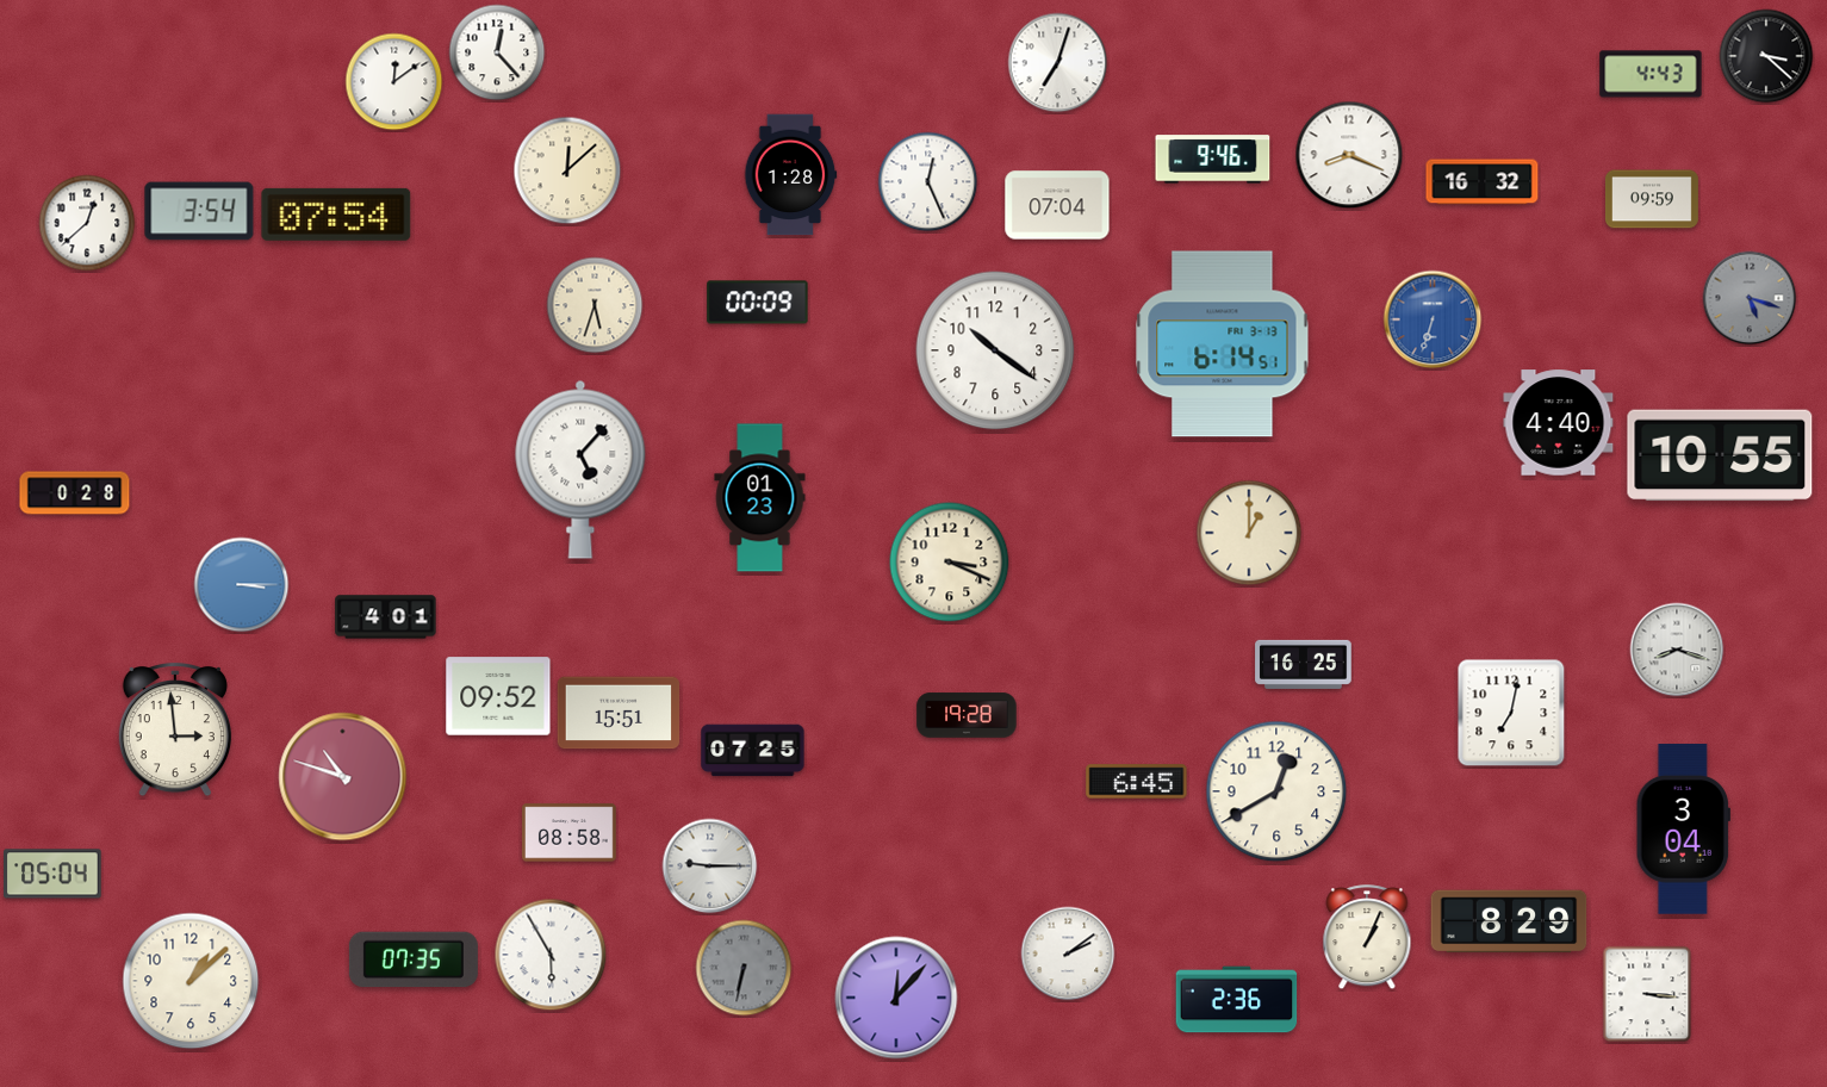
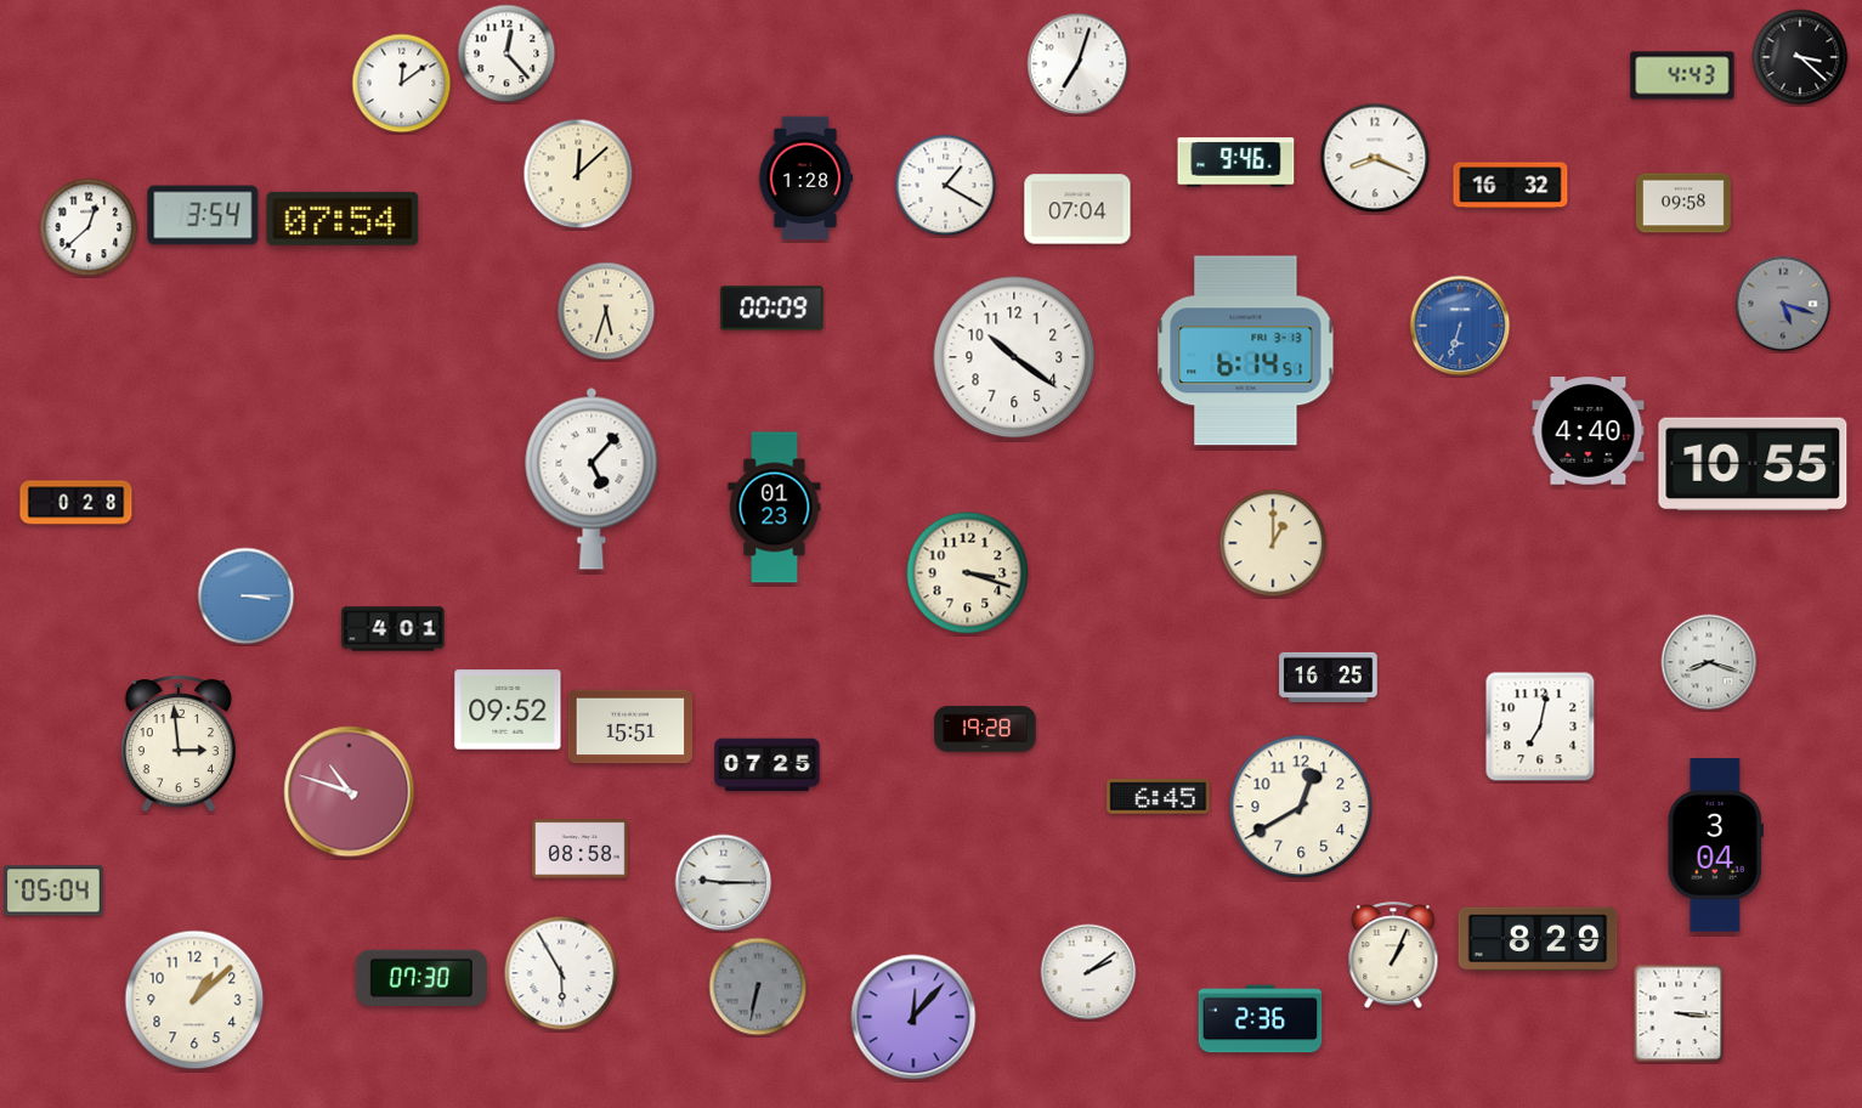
clock at (928, 182): 12:26 -> 1:20
clock at (1652, 199): 09:59 -> 09:58
clock at (950, 563): 3:19 -> 3:18
clock at (414, 959): 07:35 -> 07:30
